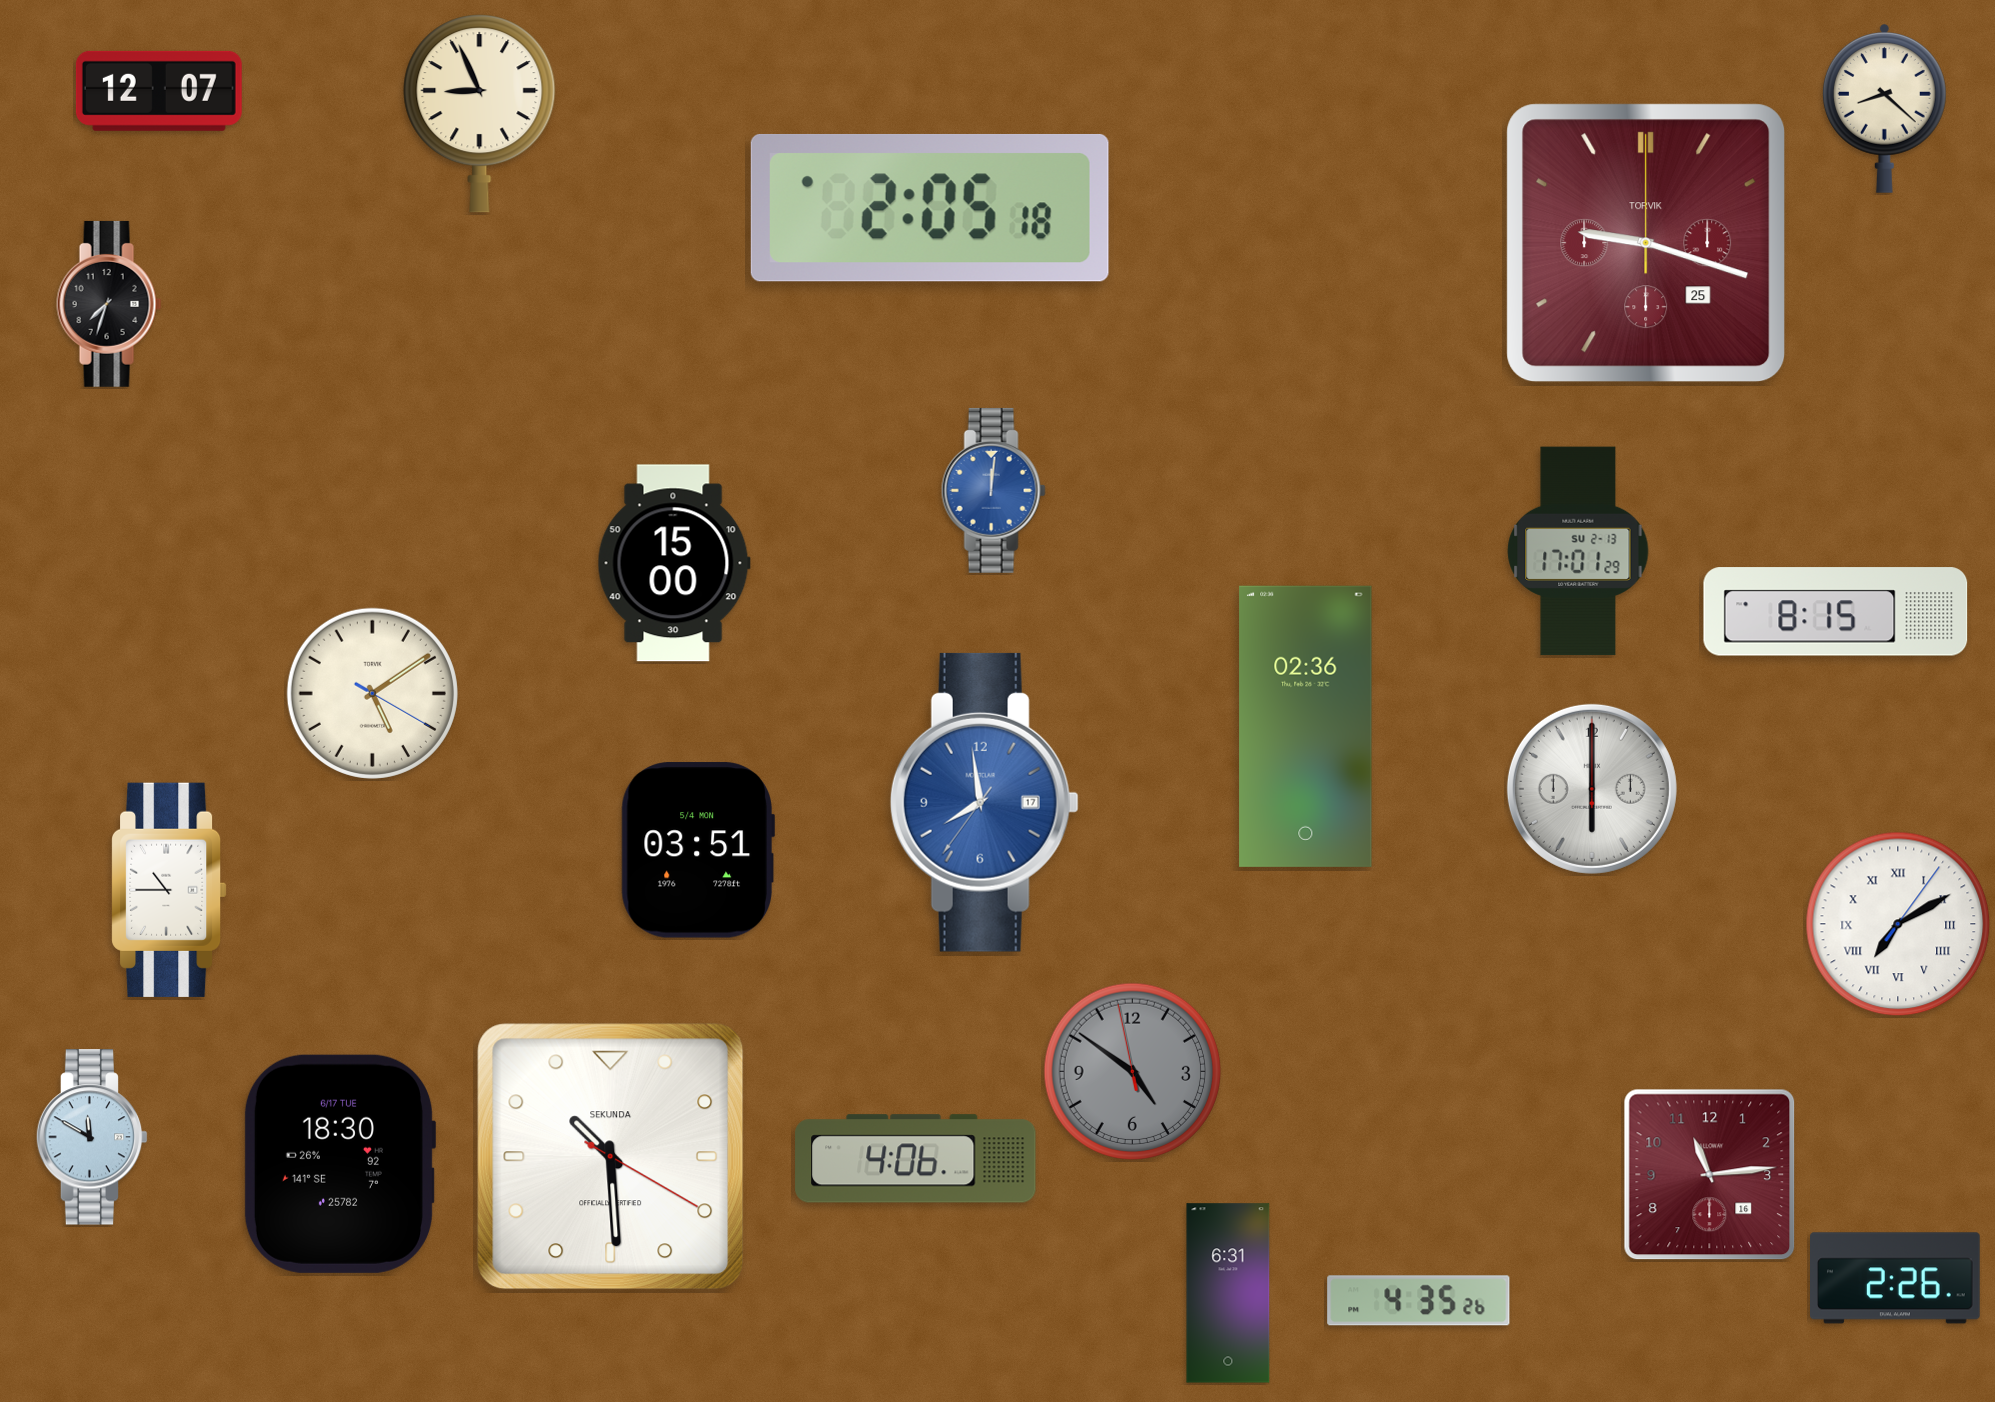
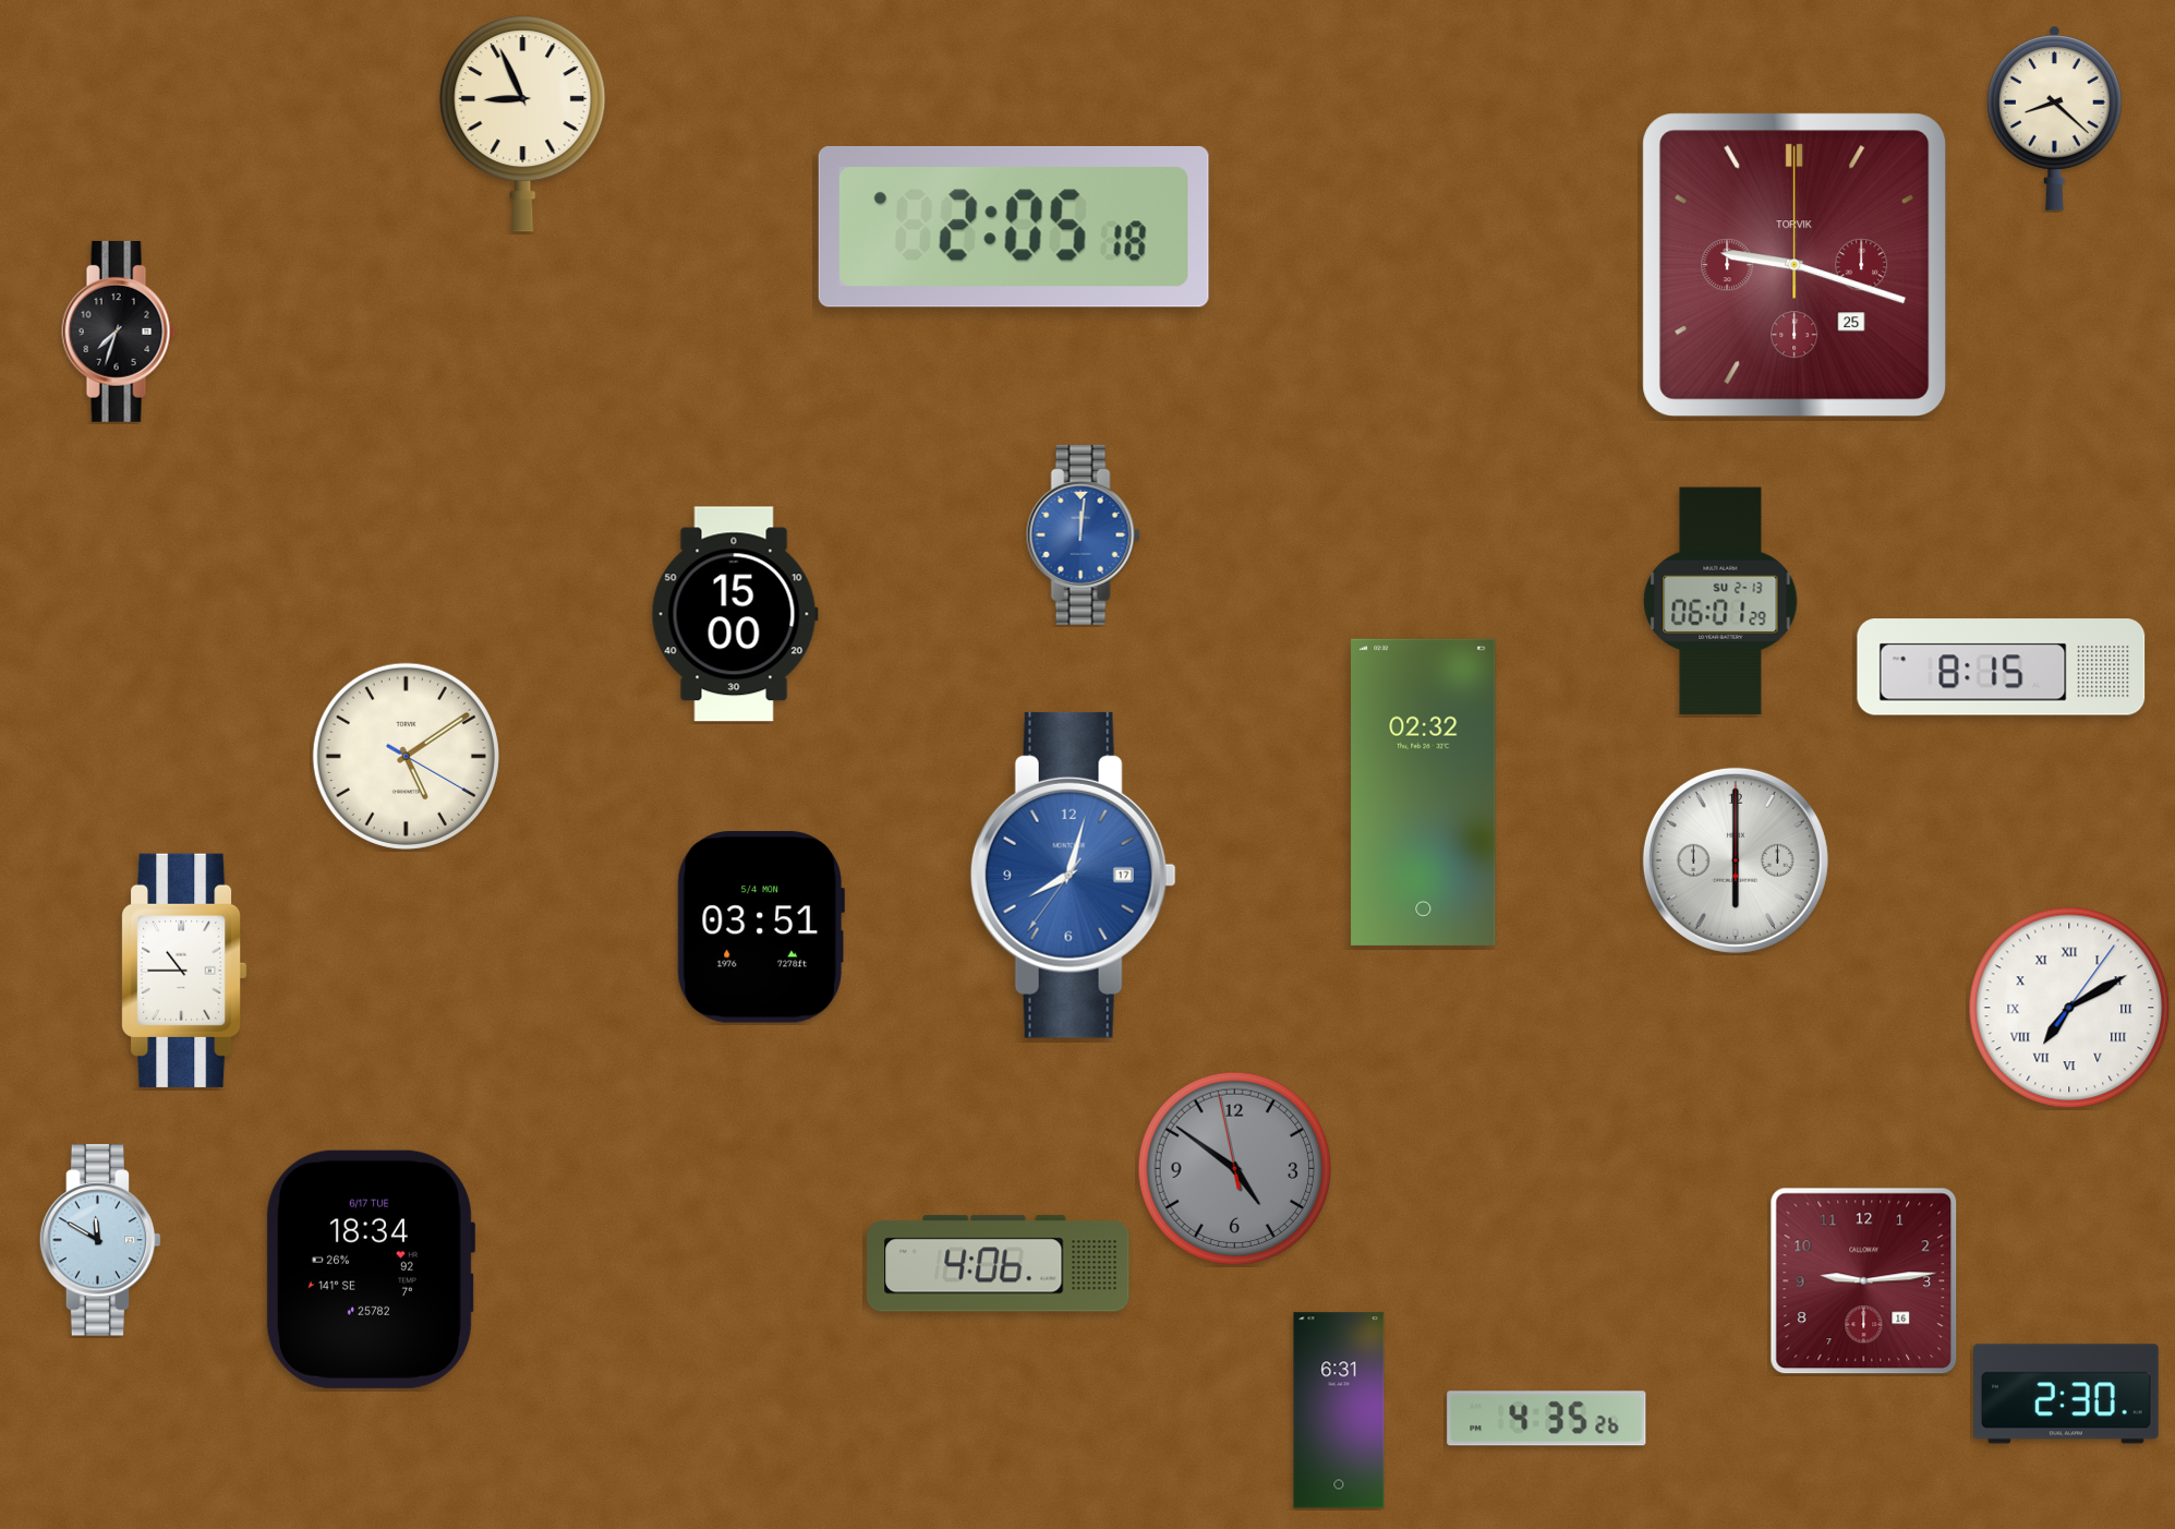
clock at (159, 91): 12:07 -> none
clock at (1578, 551): 17:01 -> 06:01
clock at (1306, 726): 02:36 -> 02:32
clock at (984, 802): 7:58 -> 8:02
clock at (611, 1157): 10:29 -> none
clock at (339, 1164): 18:30 -> 18:34
clock at (1710, 1175): 11:14 -> 9:14
clock at (1896, 1278): 2:26 -> 2:30
